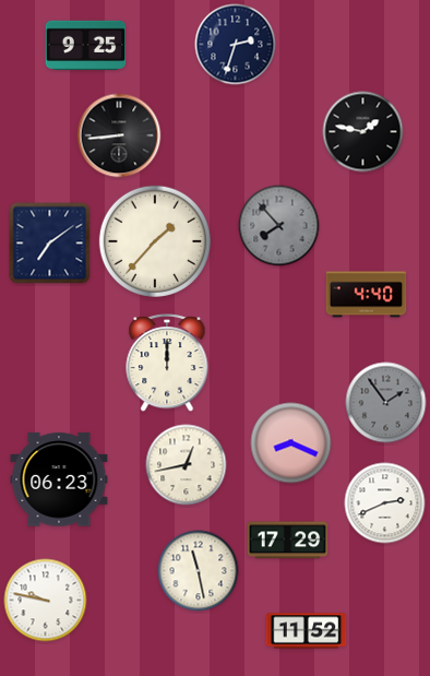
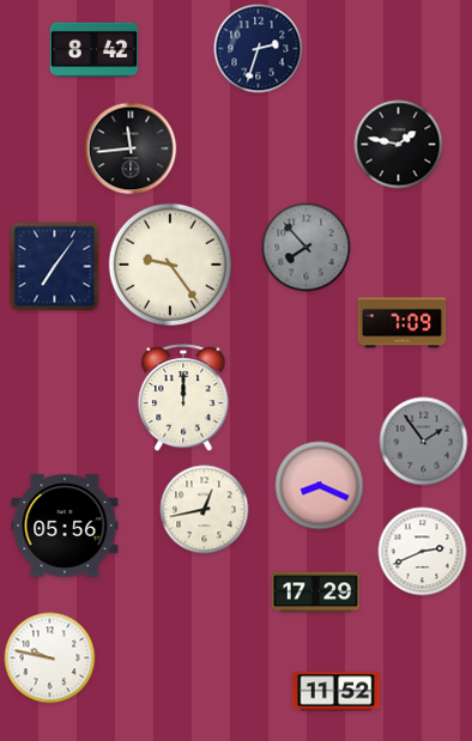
clock at (86, 45): 9:25 -> 8:42
clock at (119, 135): 8:44 -> 11:44
clock at (155, 241): 1:37 -> 9:24
clock at (50, 244): 7:09 -> 7:06
clock at (367, 295): 4:40 -> 7:09
clock at (59, 479): 06:23 -> 05:56
clock at (199, 571): 11:28 -> none
